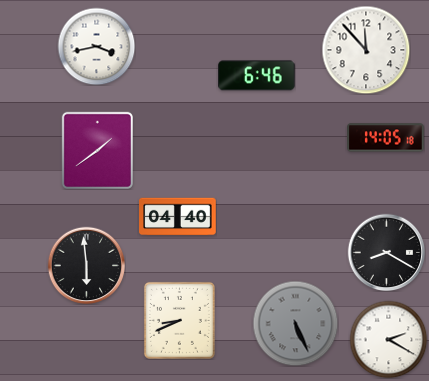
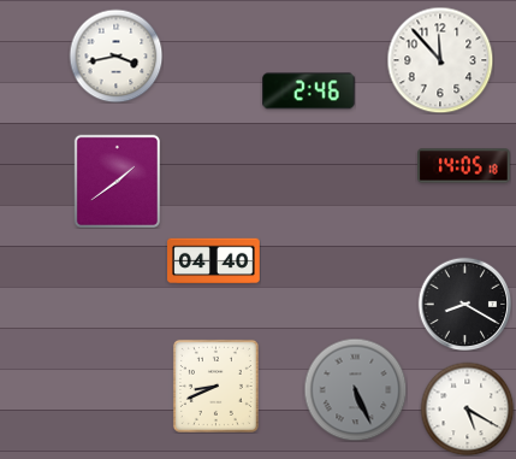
clock at (257, 76): 6:46 -> 2:46
clock at (86, 265): 5:59 -> none
clock at (388, 339): 2:20 -> 5:20
